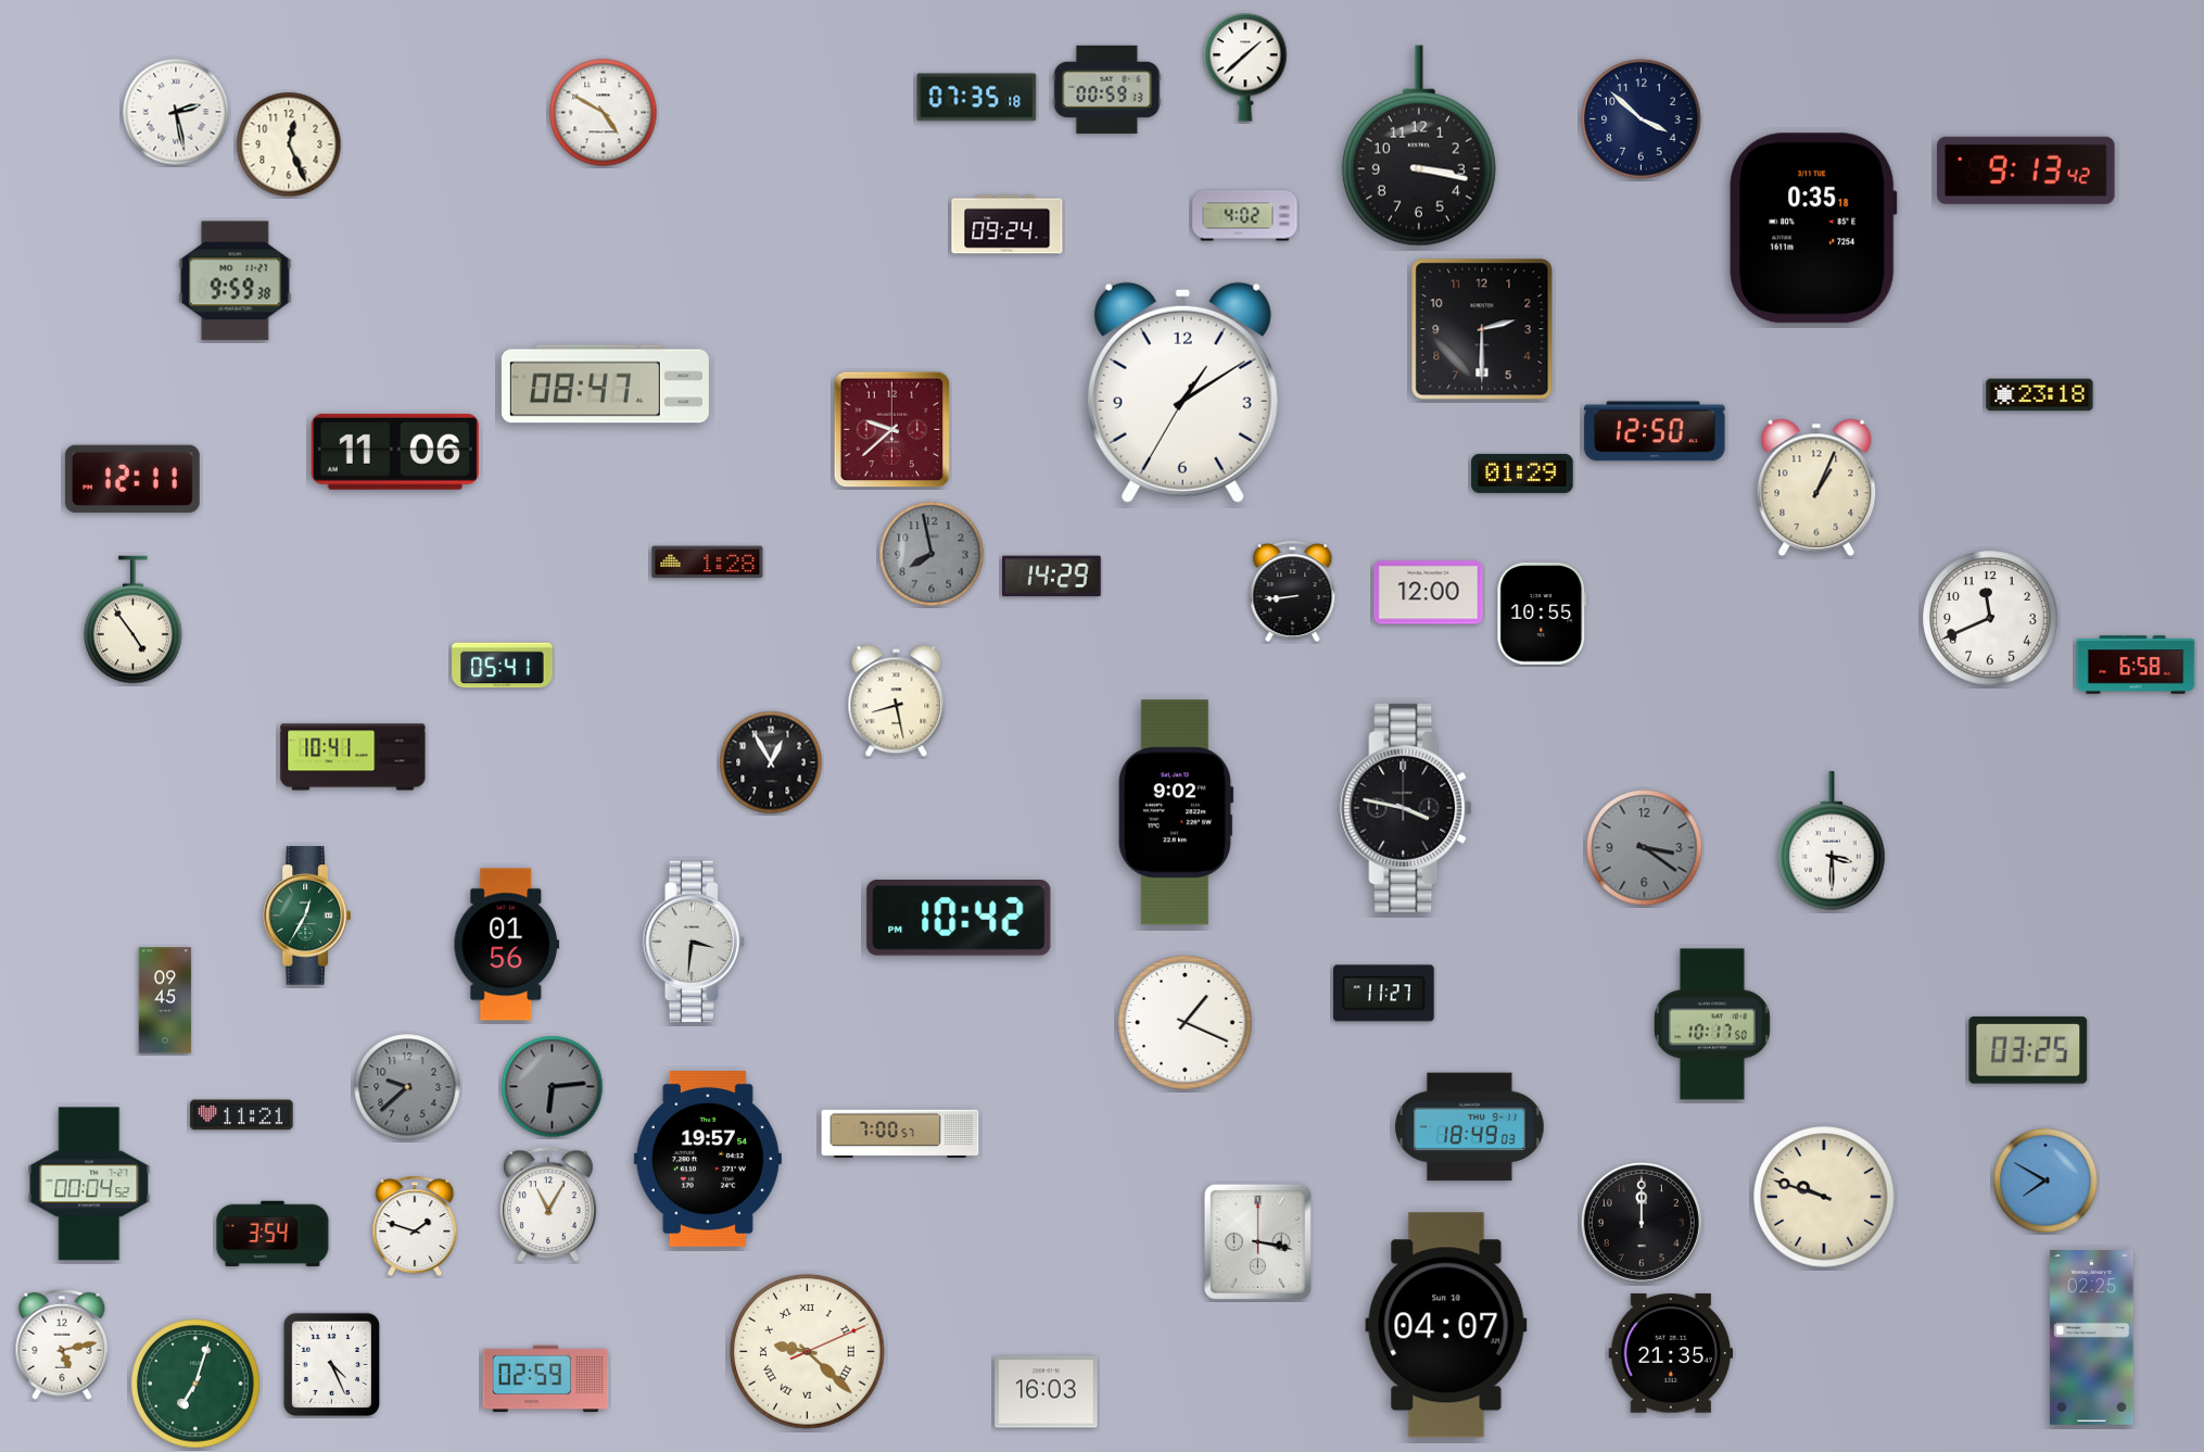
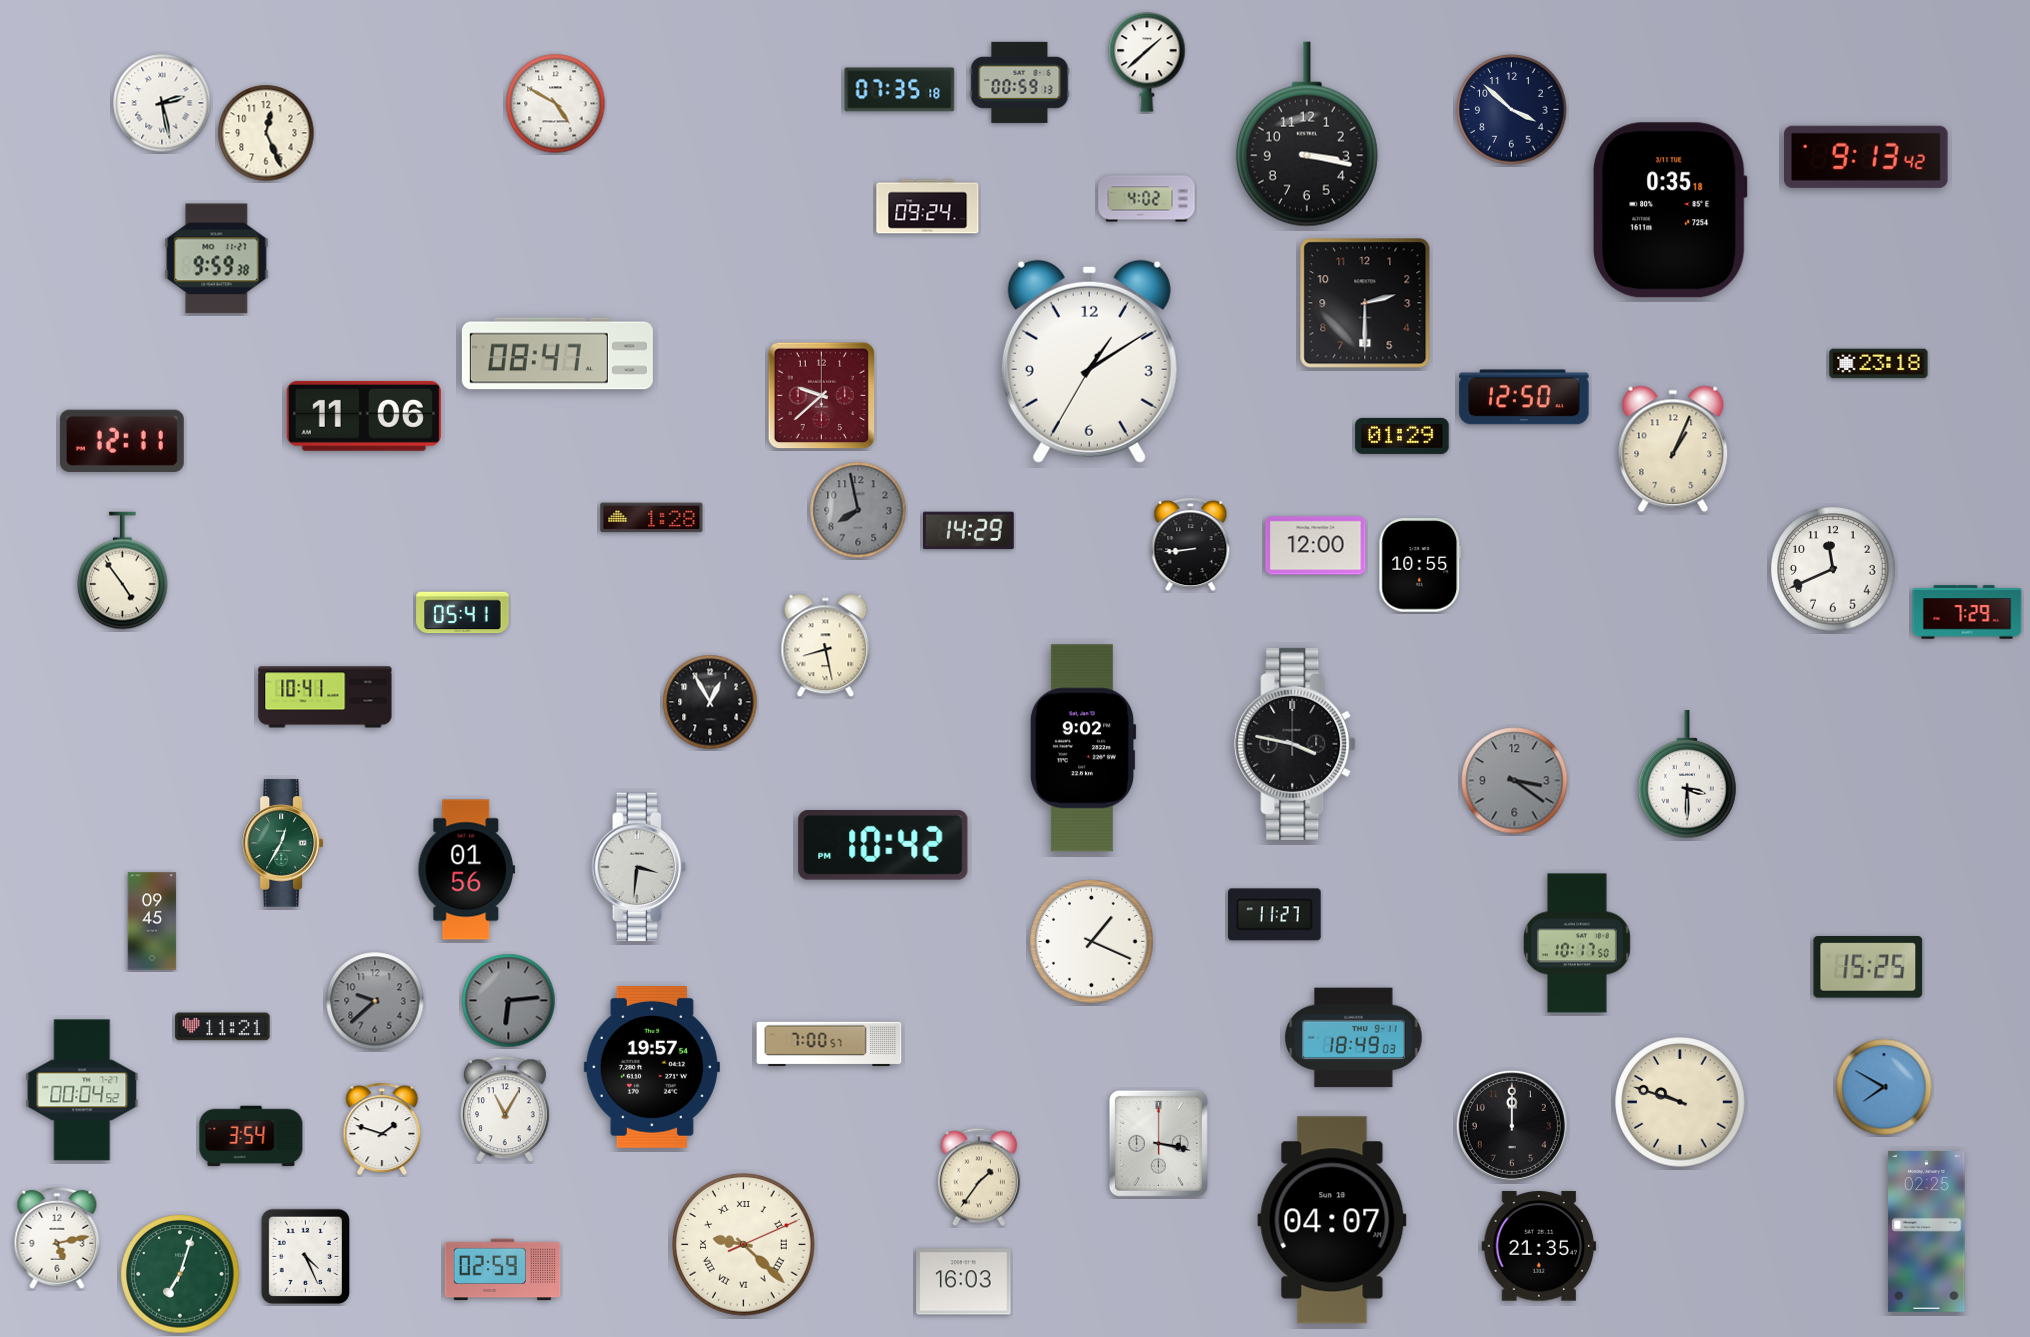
clock at (2136, 665): 6:58 -> 7:29
clock at (2028, 1051): 03:25 -> 15:25
clock at (979, 1177): none -> 1:36
